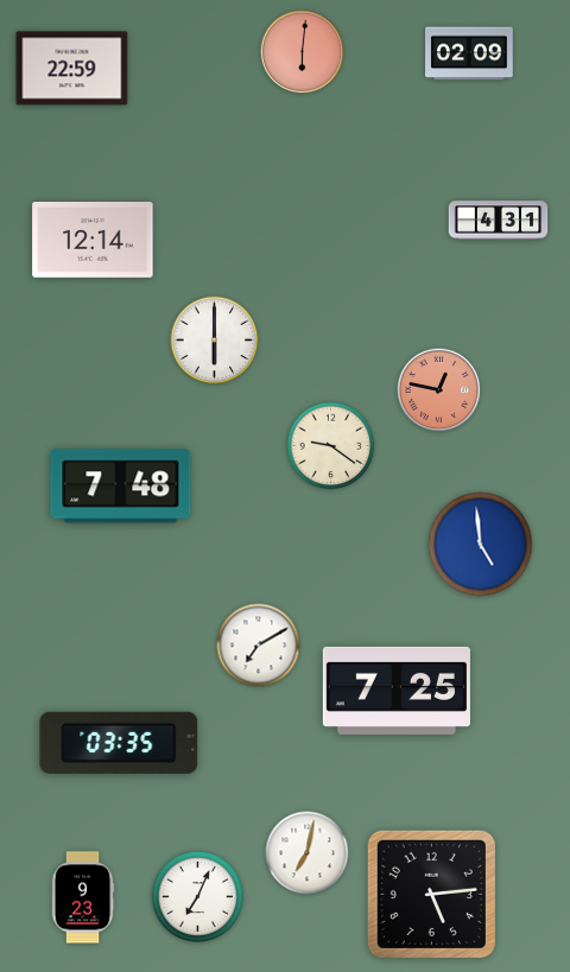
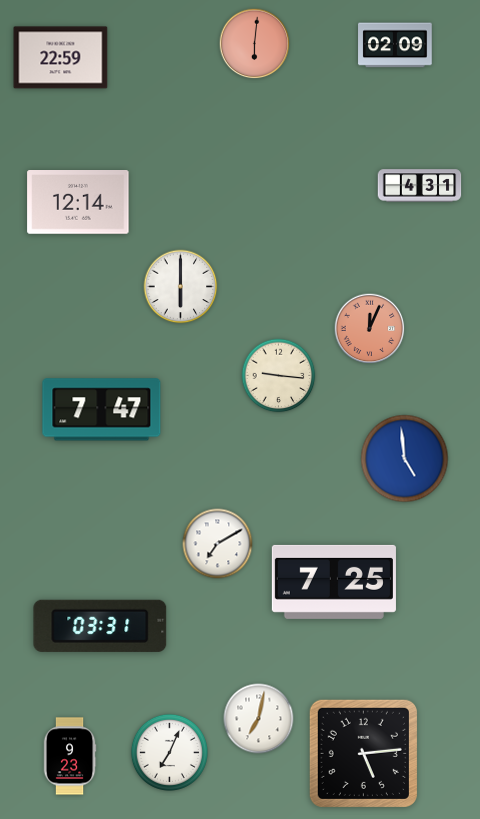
clock at (439, 390): 12:47 -> 12:04
clock at (331, 446): 9:21 -> 9:16
clock at (121, 487): 7:48 -> 7:47
clock at (119, 743): 03:35 -> 03:31
clock at (197, 896) position: (197, 896) -> (169, 752)
